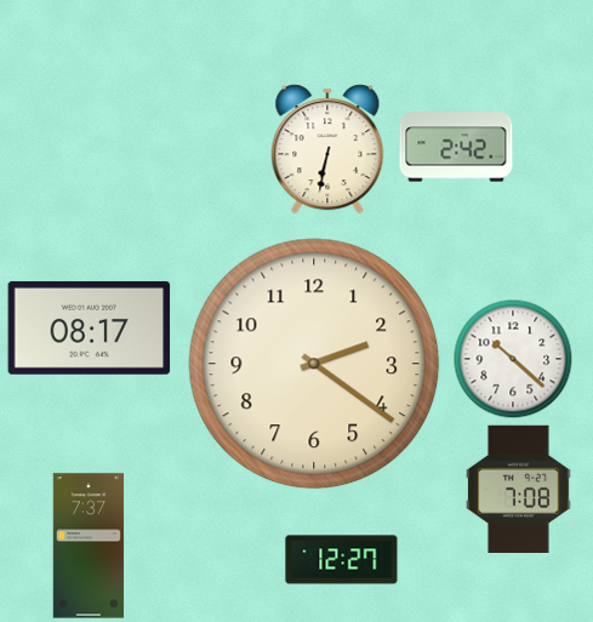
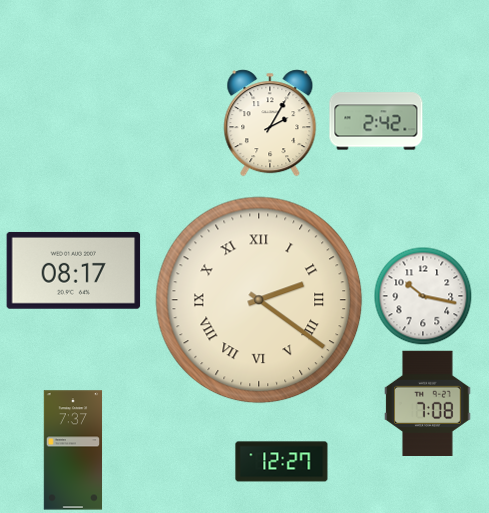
clock at (327, 149): 6:32 -> 2:05
clock at (513, 359): 10:22 -> 10:17
clock at (314, 364) numerals: Arabic -> Roman
